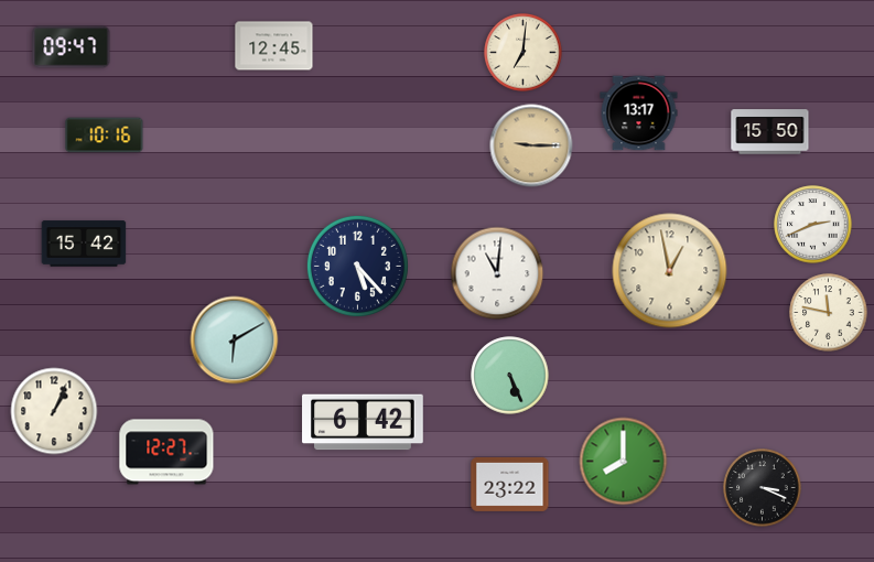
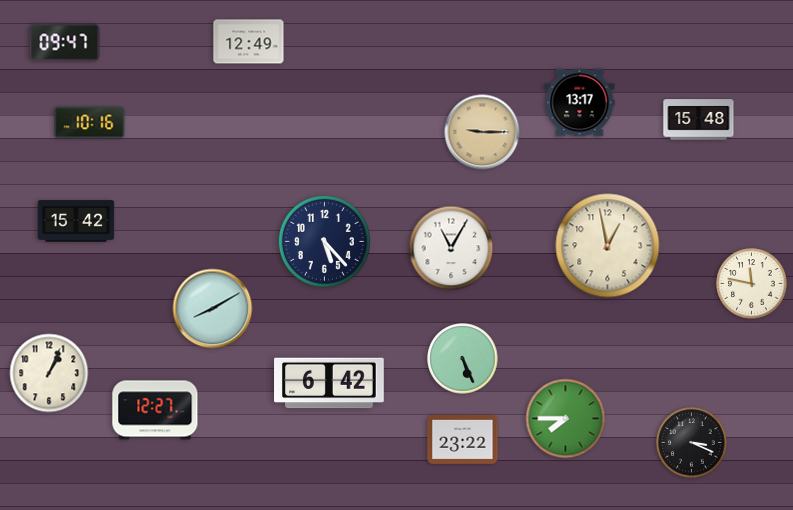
clock at (274, 46): 12:45 -> 12:49
clock at (524, 53): 7:01 -> none
clock at (770, 132): 15:50 -> 15:48
clock at (105, 136) position: (105, 136) -> (90, 123)
clock at (813, 225): 2:41 -> none
clock at (497, 273): 11:01 -> 11:05
clock at (235, 341): 6:10 -> 8:10
clock at (510, 376) position: (510, 376) -> (463, 359)
clock at (166, 452) position: (166, 452) -> (155, 410)
clock at (624, 462): 8:00 -> 7:45
